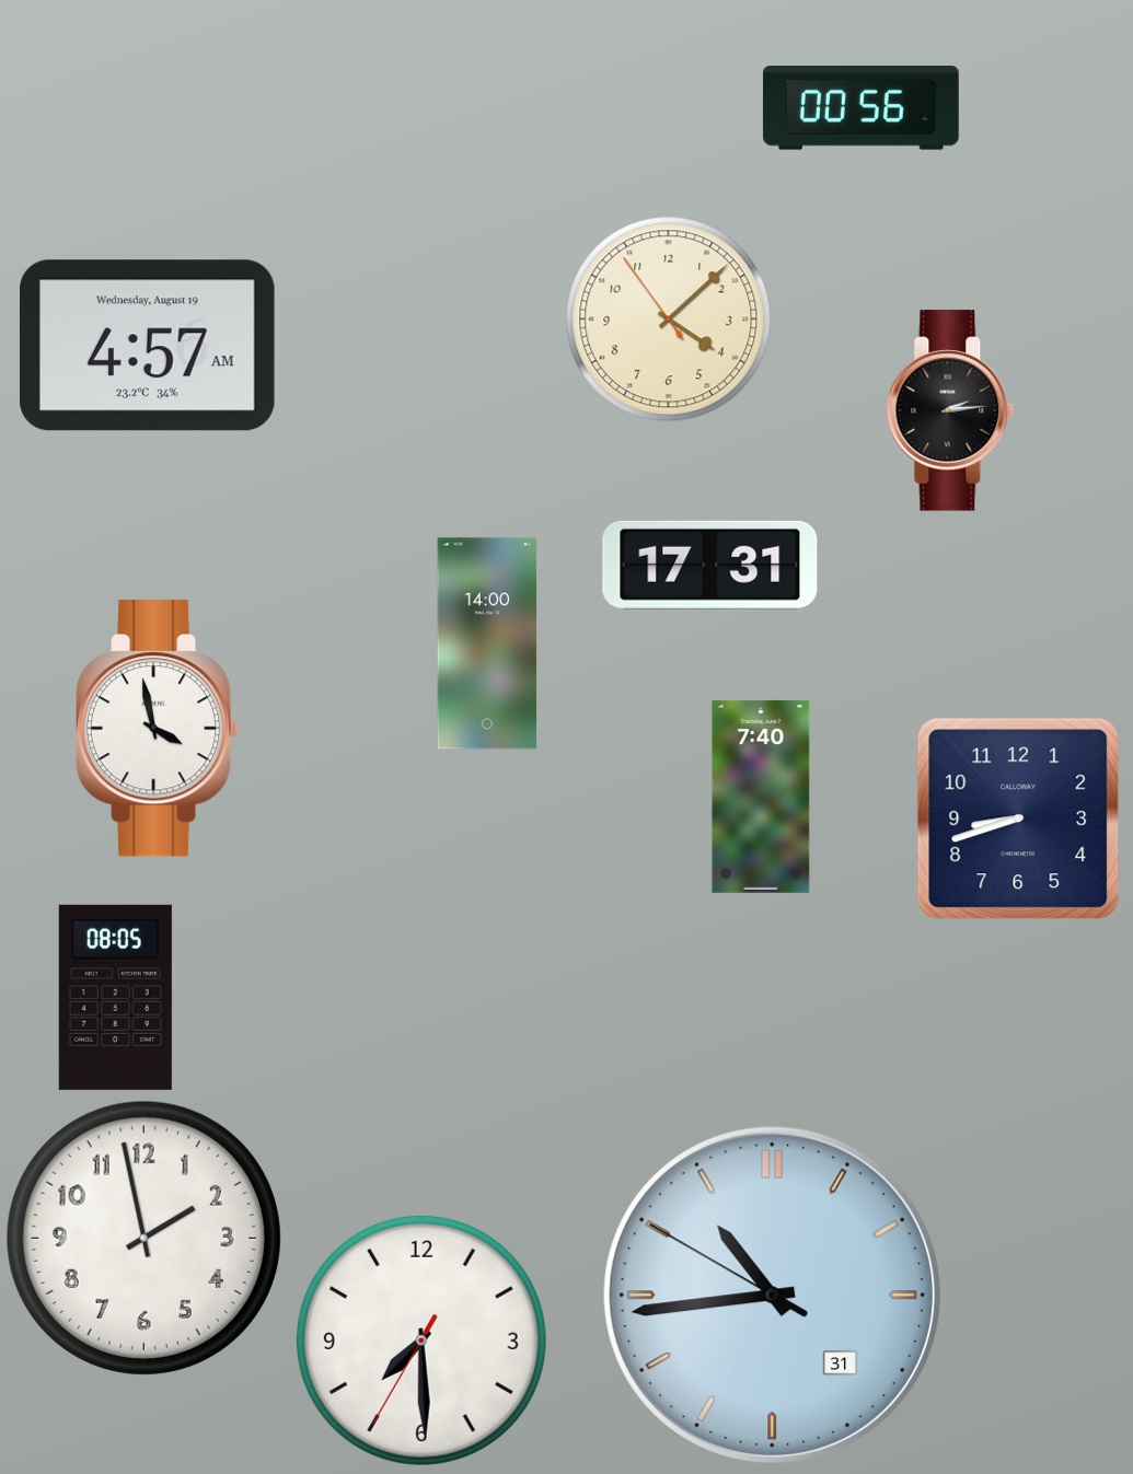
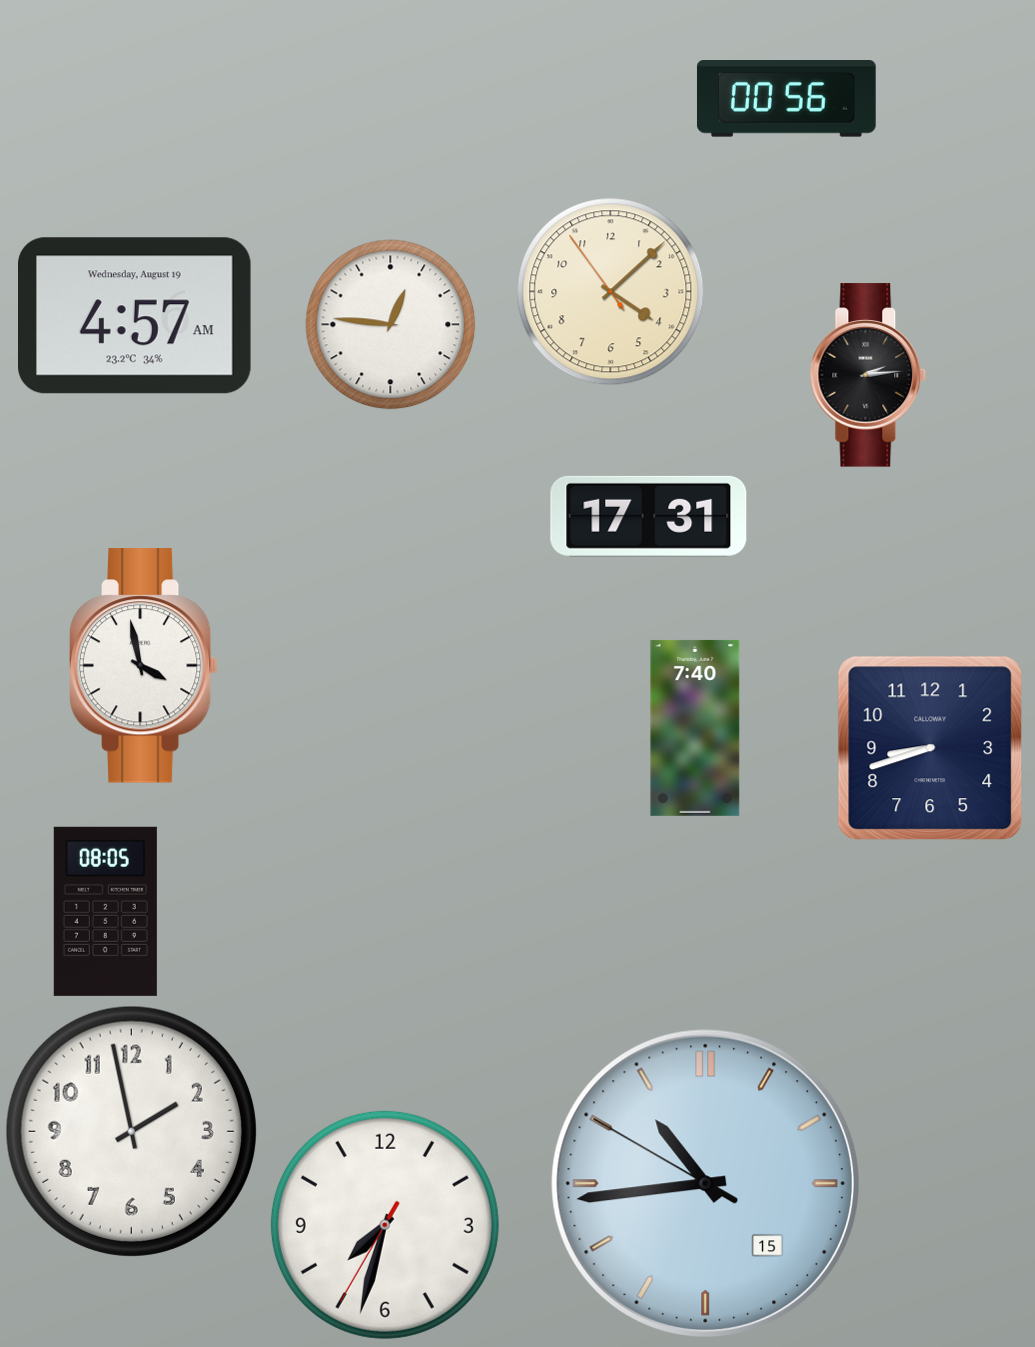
clock at (391, 325): none -> 12:46
clock at (487, 643): 14:00 -> none
clock at (772, 1295) date: 31 -> 15
clock at (421, 1340): 7:29 -> 7:32
